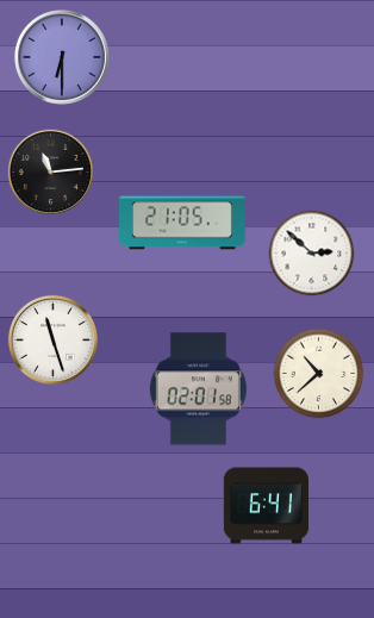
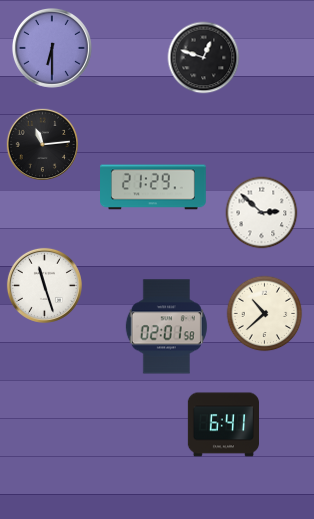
clock at (204, 58): none -> 12:48
clock at (183, 223): 21:05 -> 21:29
clock at (319, 374) position: (319, 374) -> (265, 314)
